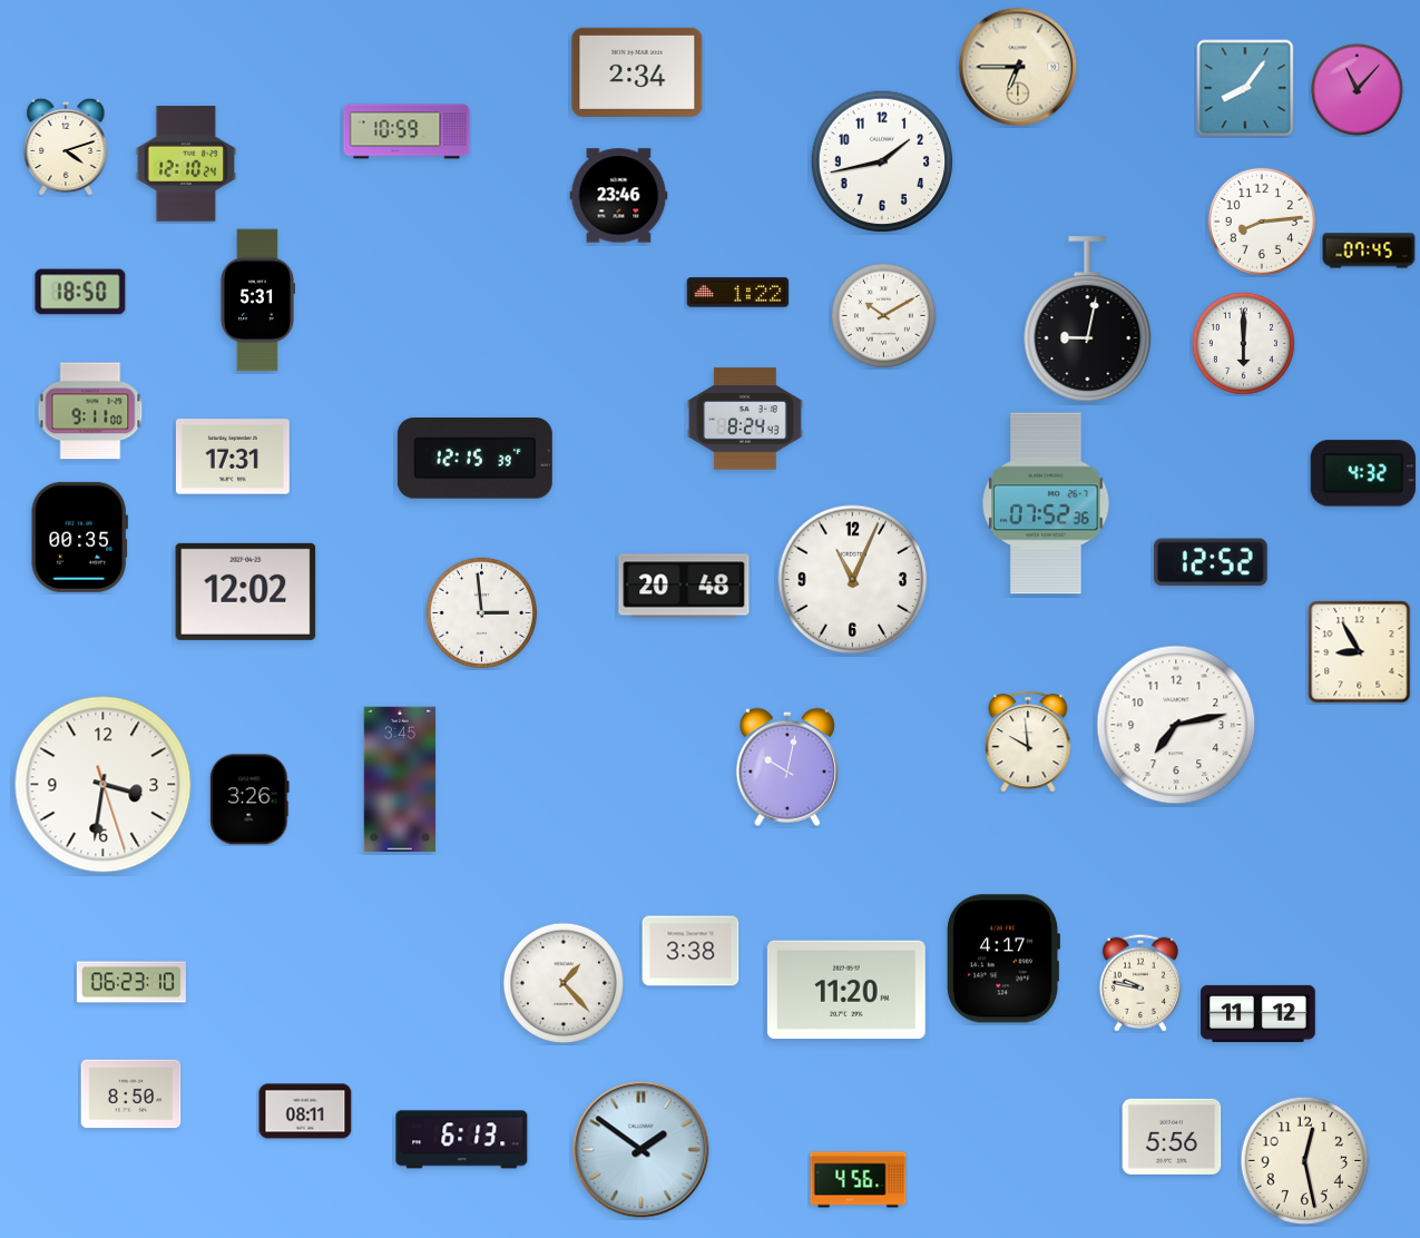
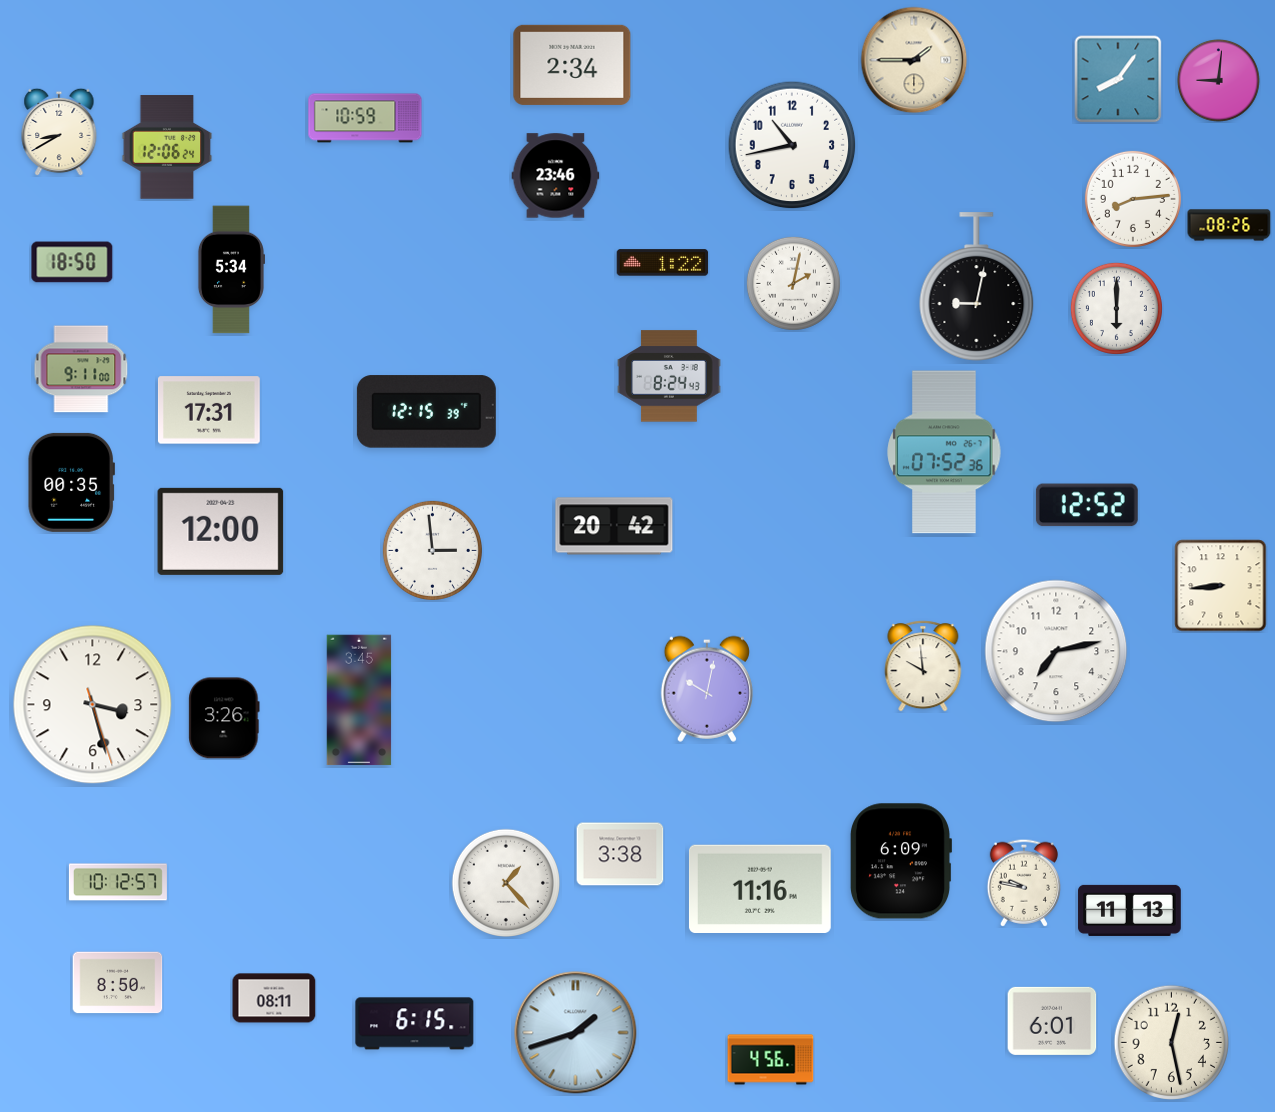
clock at (1018, 67): 6:45 -> 1:45
clock at (1357, 89): 11:07 -> 9:01
clock at (66, 147): 4:12 -> 8:40
clock at (882, 161): 1:43 -> 10:43
clock at (186, 164): 12:10 -> 12:06
clock at (1369, 250): 07:45 -> 08:26
clock at (256, 301): 5:31 -> 5:34
clock at (883, 315): 10:10 -> 2:02
clock at (1363, 473): 4:32 -> none
clock at (1046, 503) position: (1046, 503) -> (944, 452)
clock at (853, 580): 11:04 -> none
clock at (684, 586): 20:48 -> 20:42
clock at (246, 591): 12:02 -> 12:00
clock at (1360, 652): 8:55 -> 8:44
clock at (104, 785): 3:31 -> 3:27
clock at (1002, 959): 4:17 -> 6:09
clock at (131, 982): 06:23 -> 10:12
clock at (846, 989): 11:20 -> 11:16
clock at (1259, 1013): 11:12 -> 11:13
clock at (1172, 1137): 5:56 -> 6:01
clock at (462, 1140): 6:13 -> 6:15
clock at (642, 1150): 1:51 -> 1:42
